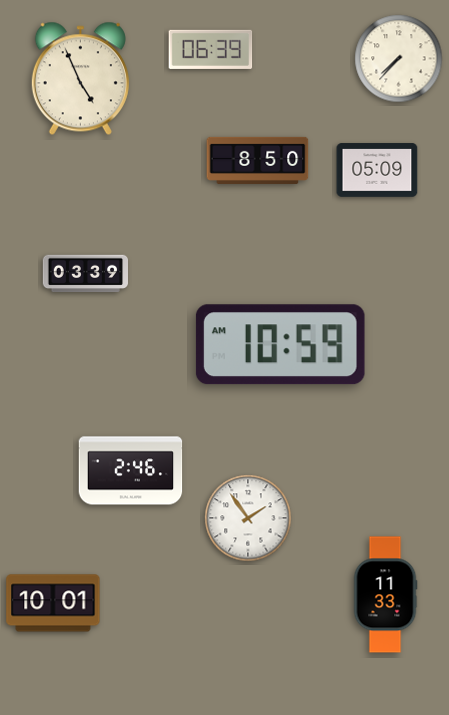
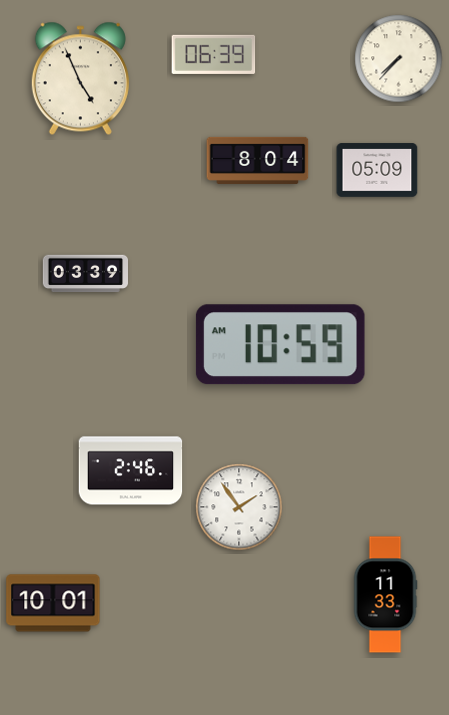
clock at (211, 49) position: (211, 49) -> (214, 54)
clock at (258, 160): 8:50 -> 8:04
clock at (248, 518) position: (248, 518) -> (239, 507)
